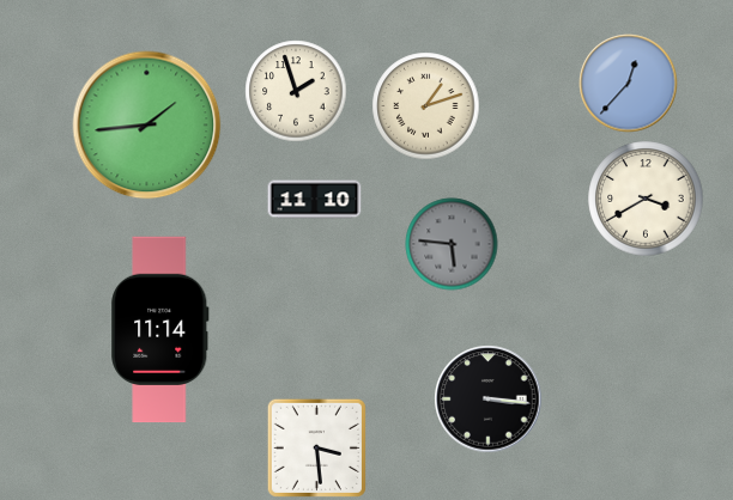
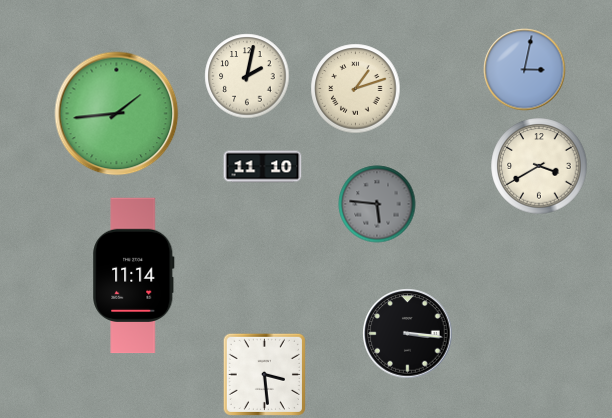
clock at (629, 84): 12:37 -> 3:02
clock at (296, 91): 1:57 -> 2:02
clock at (147, 126) position: (147, 126) -> (117, 114)
